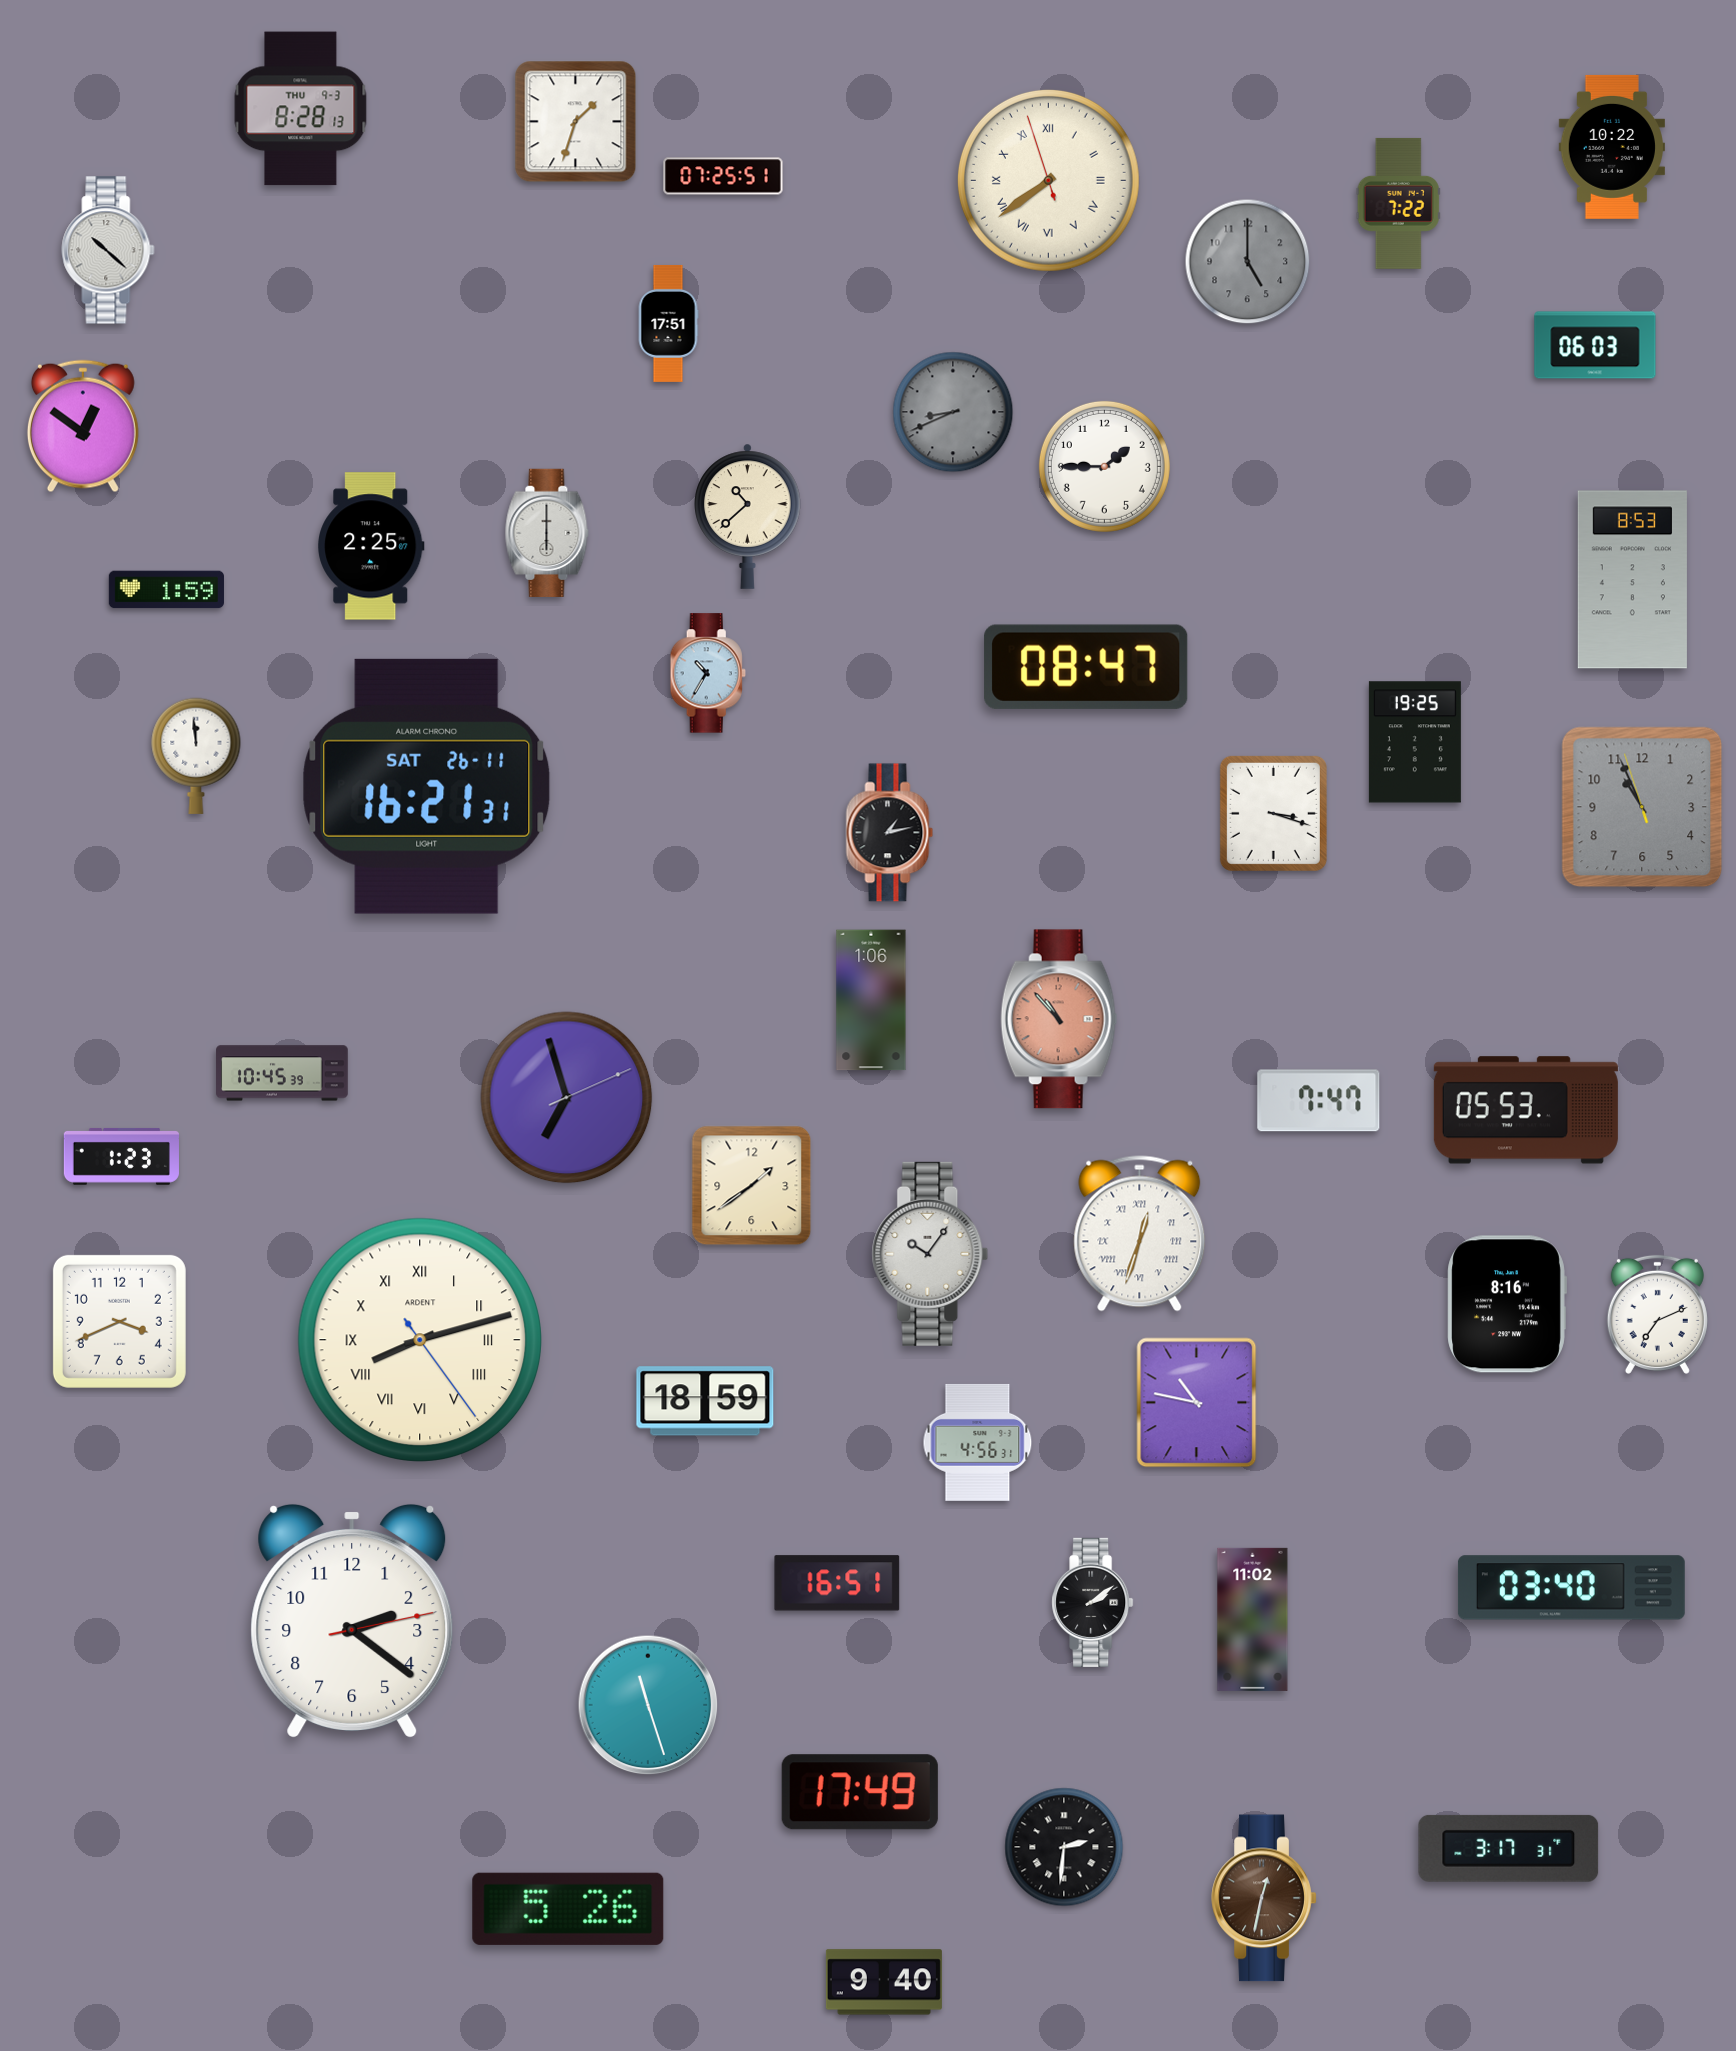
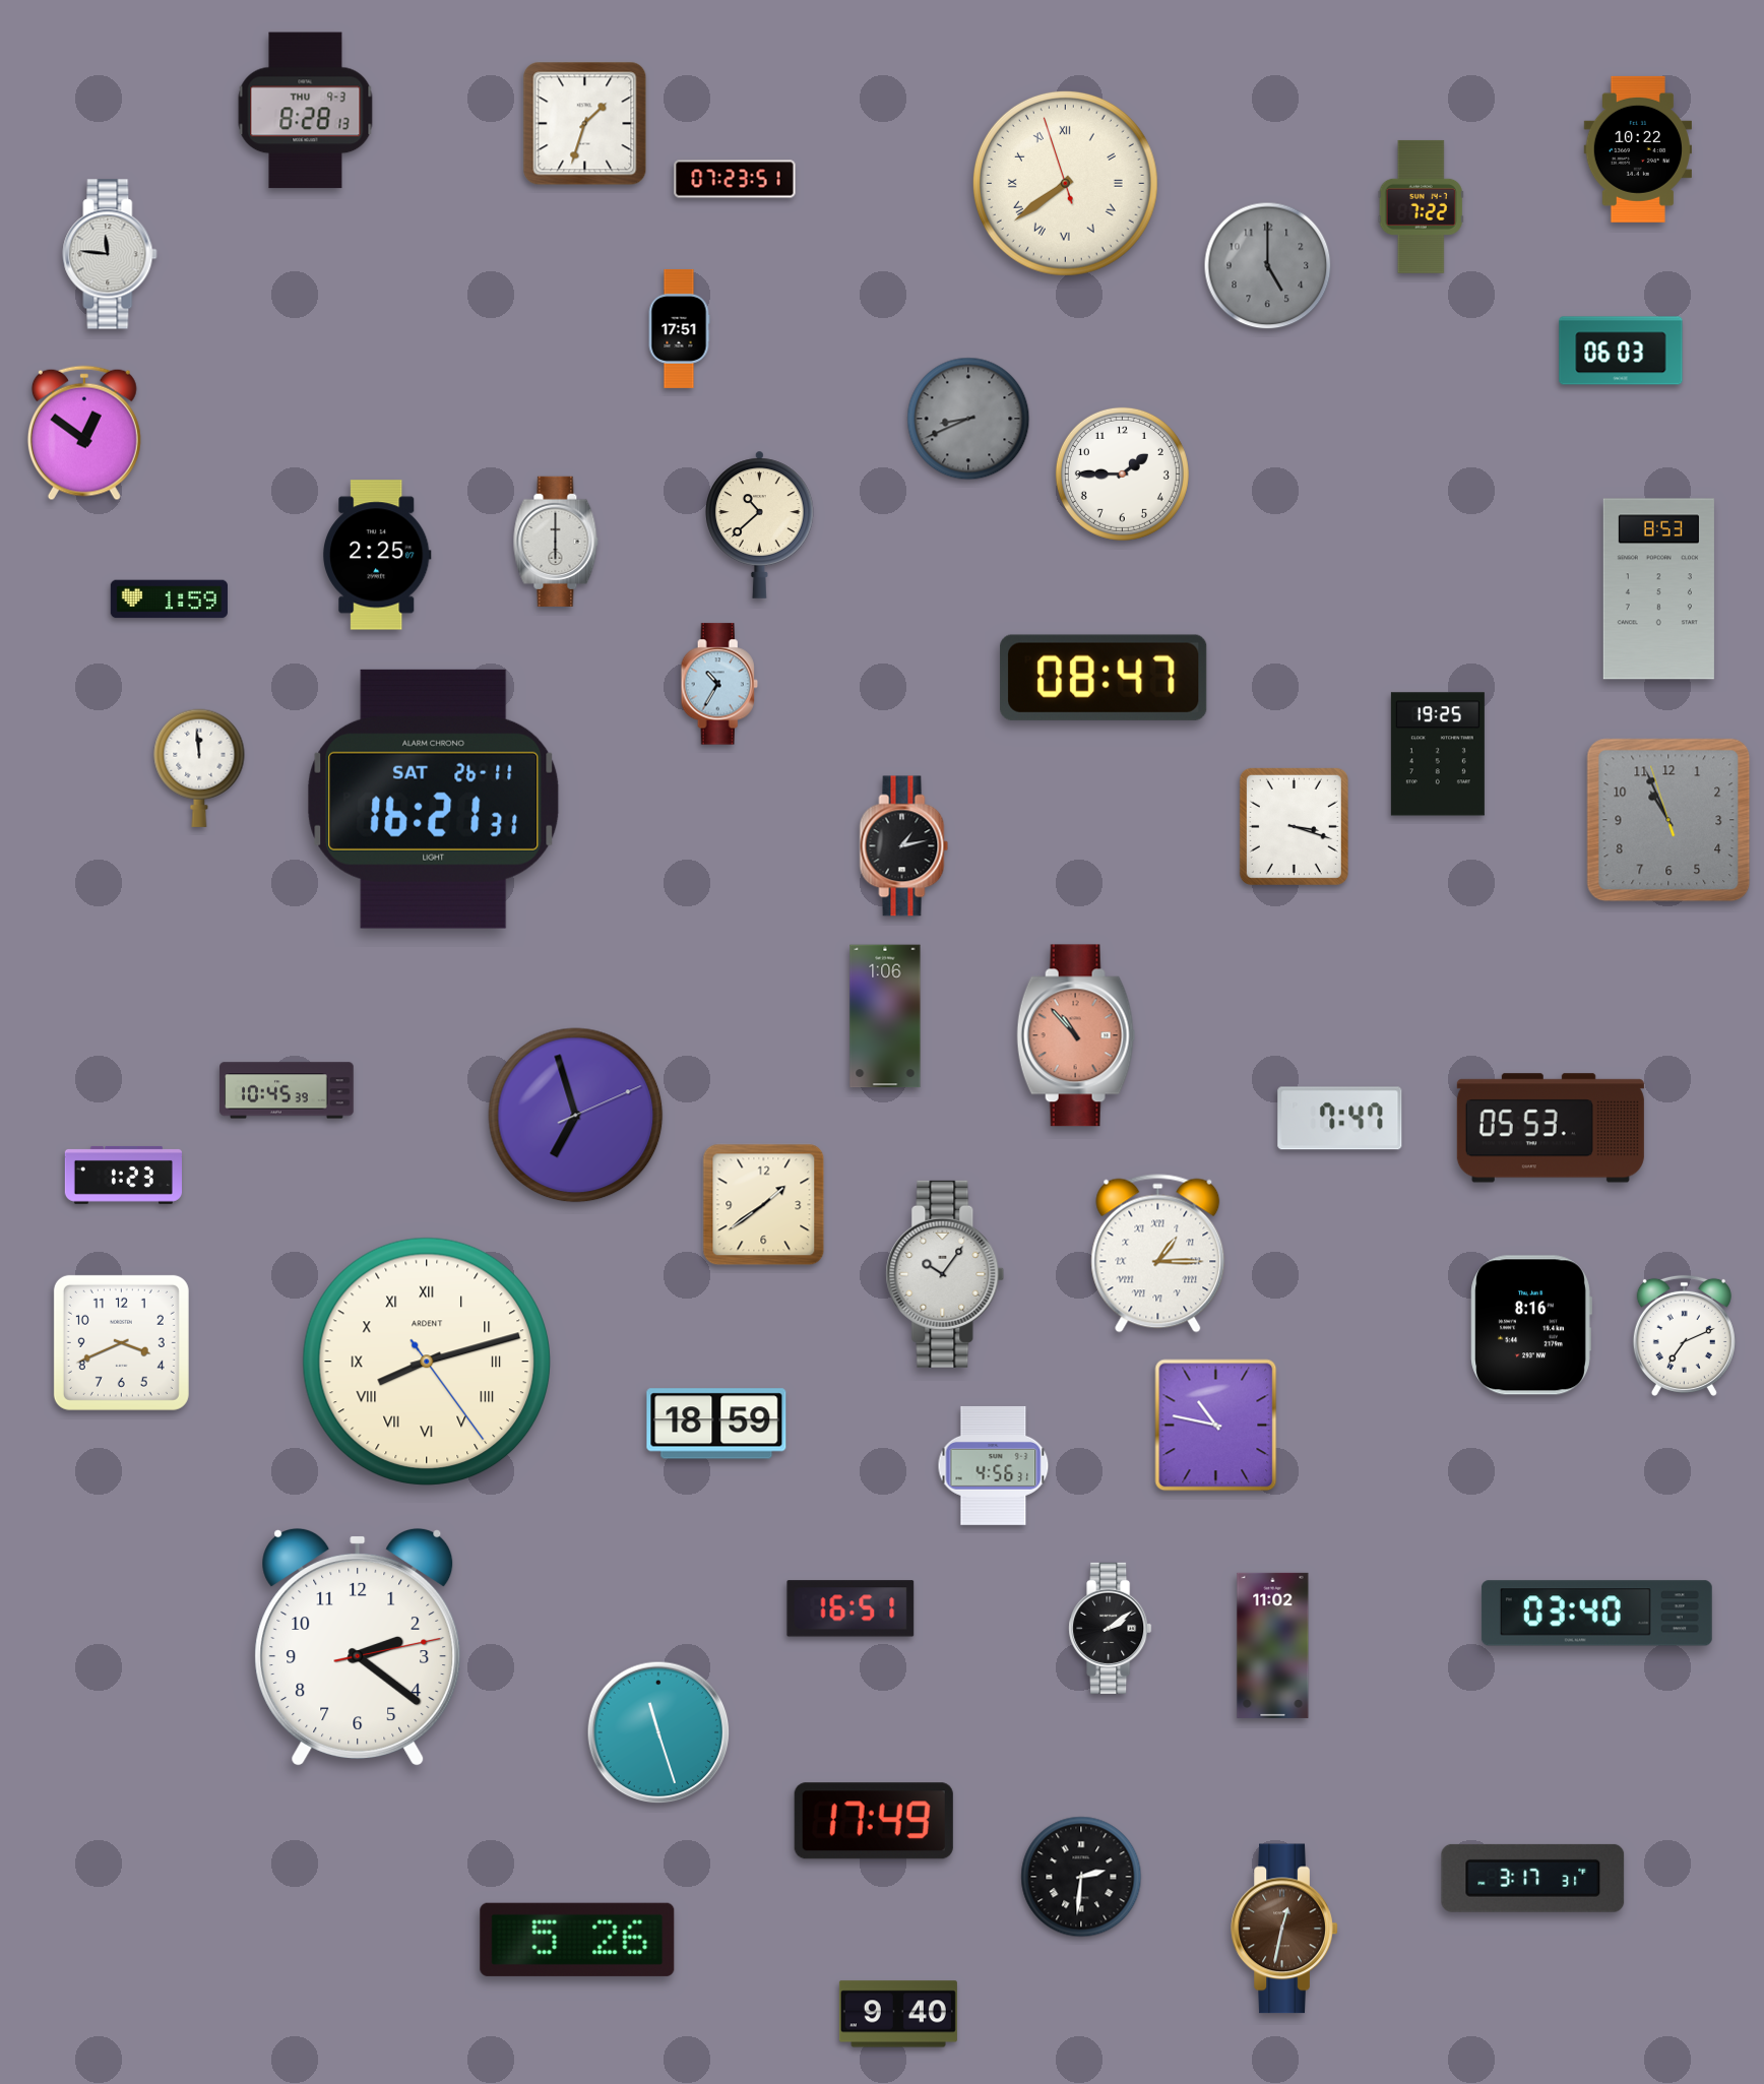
clock at (723, 176): 07:25 -> 07:23
clock at (108, 250): 10:22 -> 11:46
clock at (1140, 1234): 12:33 -> 1:15
